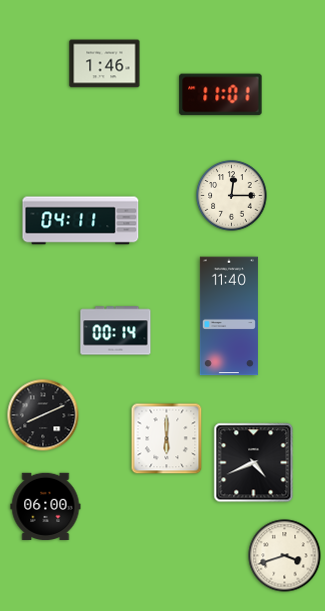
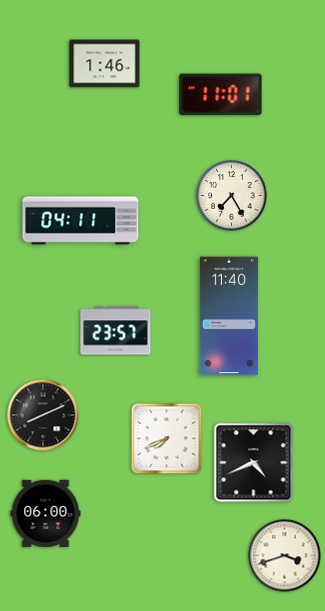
clock at (232, 196): 12:15 -> 7:25
clock at (116, 331): 00:14 -> 23:57
clock at (167, 439): 6:00 -> 7:41
clock at (46, 506) position: (46, 506) -> (46, 513)
